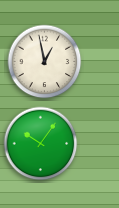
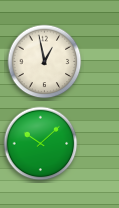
clock at (41, 144): 10:06 -> 10:08
